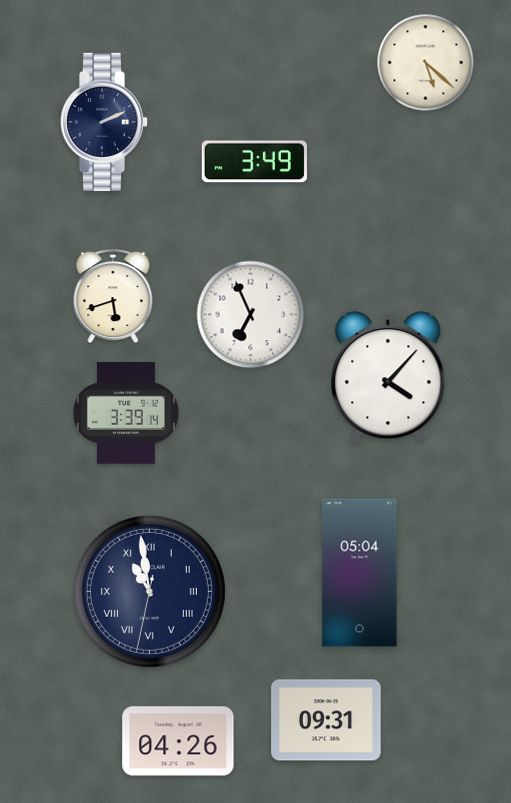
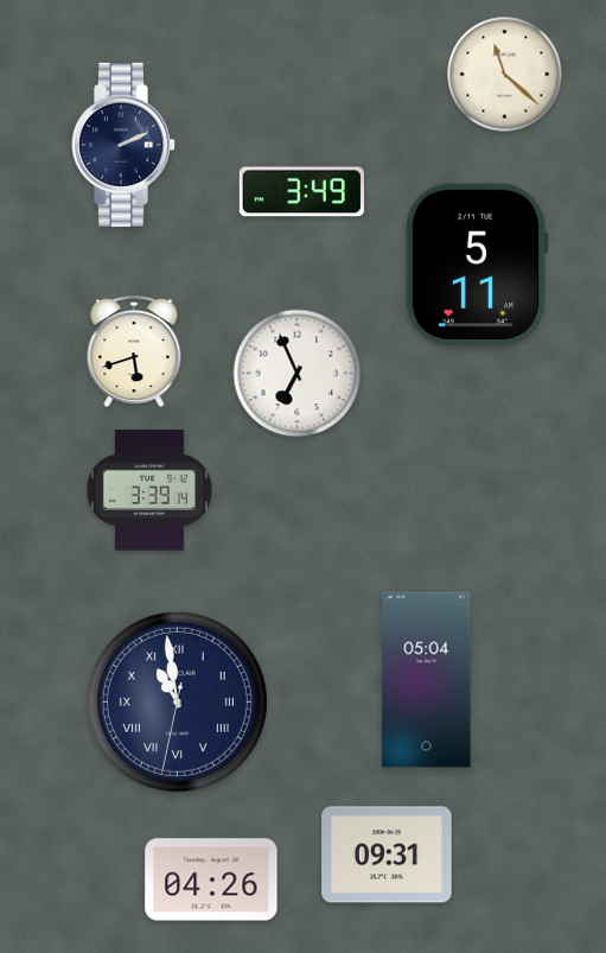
clock at (426, 63): 5:22 -> 11:22
clock at (477, 265): none -> 5:11
clock at (388, 377): 4:07 -> none
